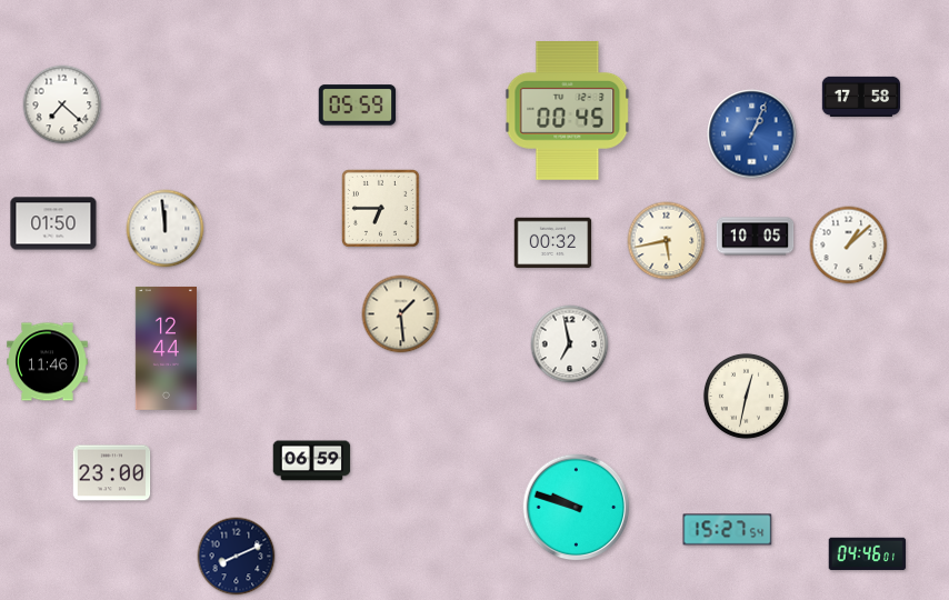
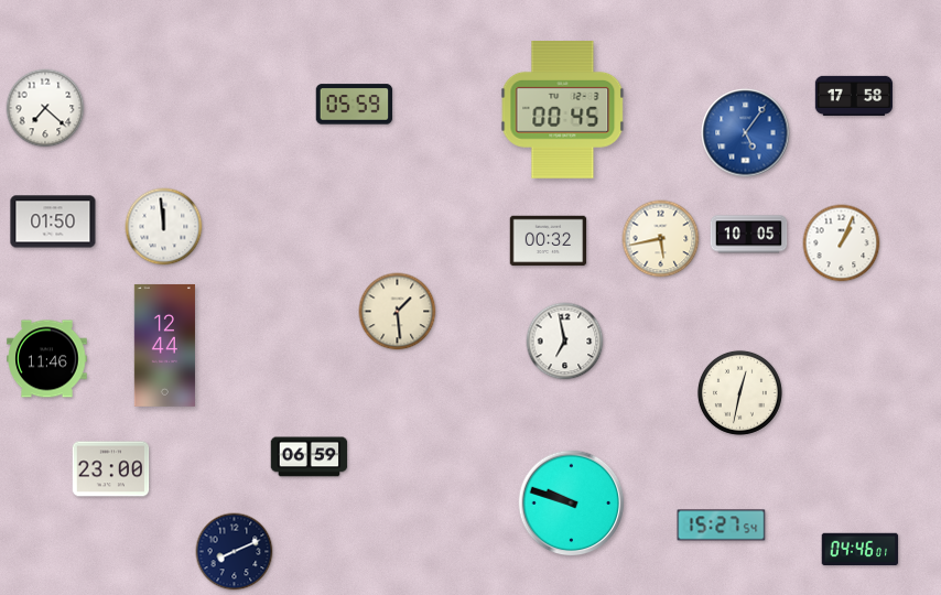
clock at (62, 104) position: (62, 104) -> (45, 108)
clock at (752, 134): 1:04 -> 5:06
clock at (380, 208): 6:45 -> none
clock at (849, 246): 1:08 -> 1:04
